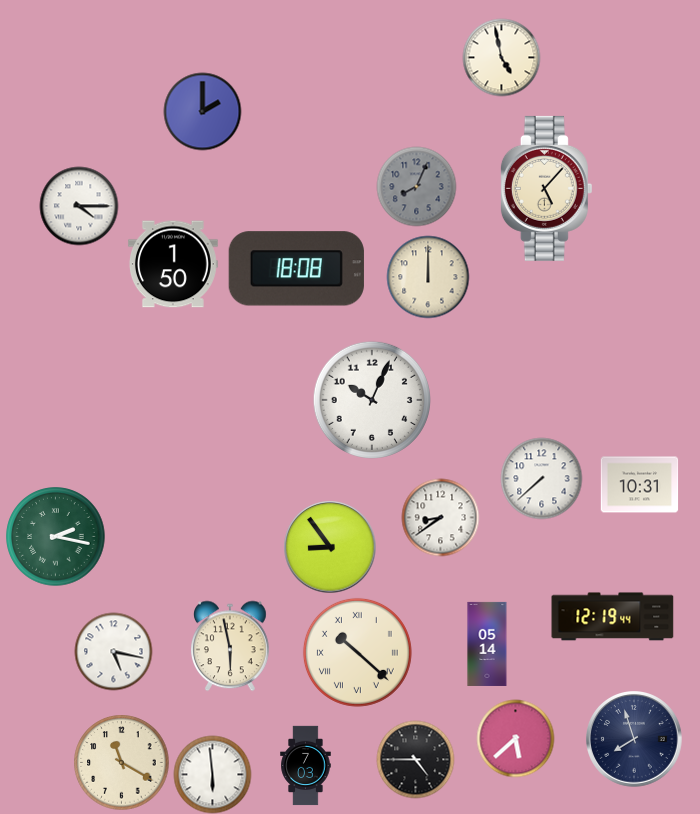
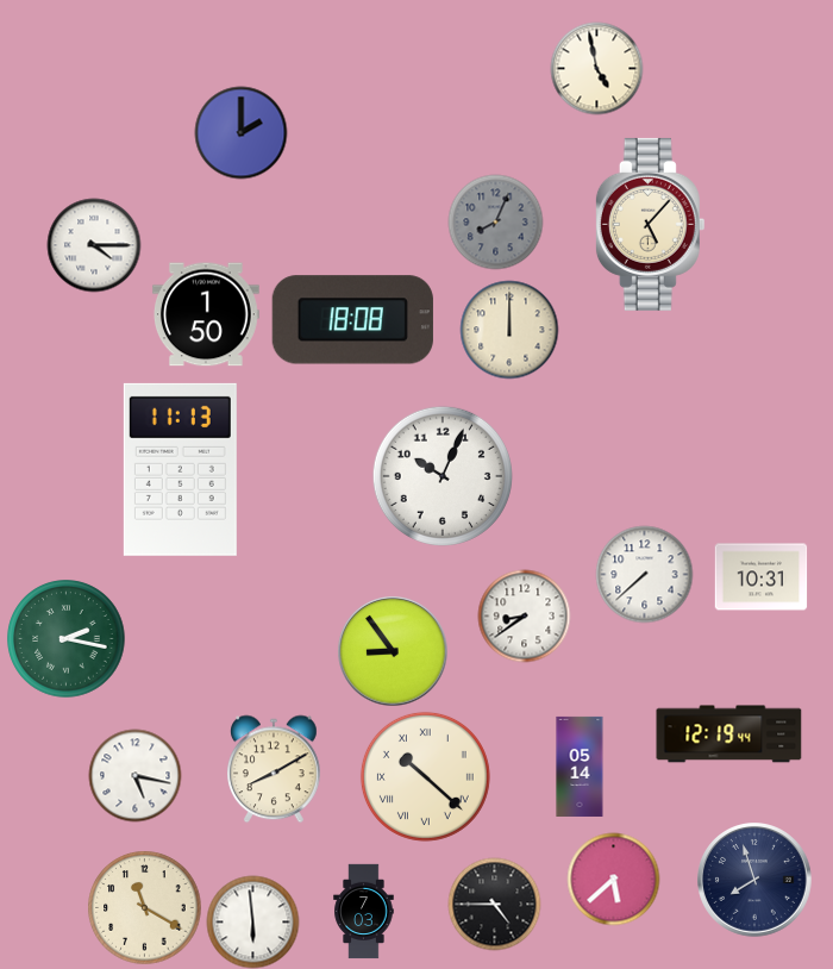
clock at (180, 469): none -> 11:13
clock at (541, 478) position: (541, 478) -> (644, 574)
clock at (231, 646): 5:58 -> 8:10
